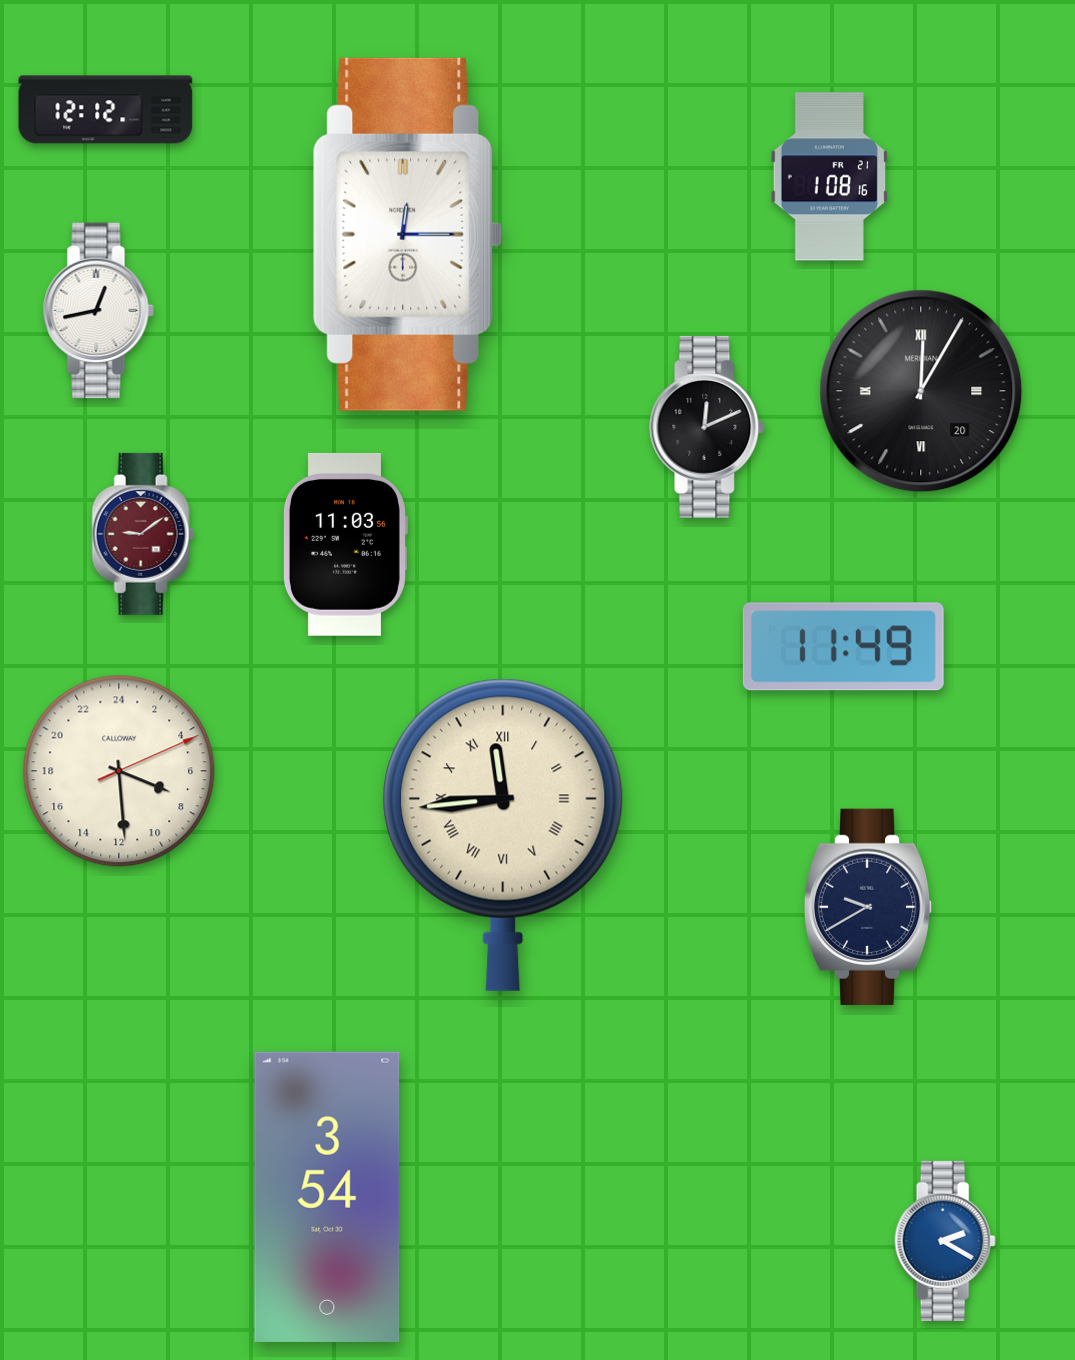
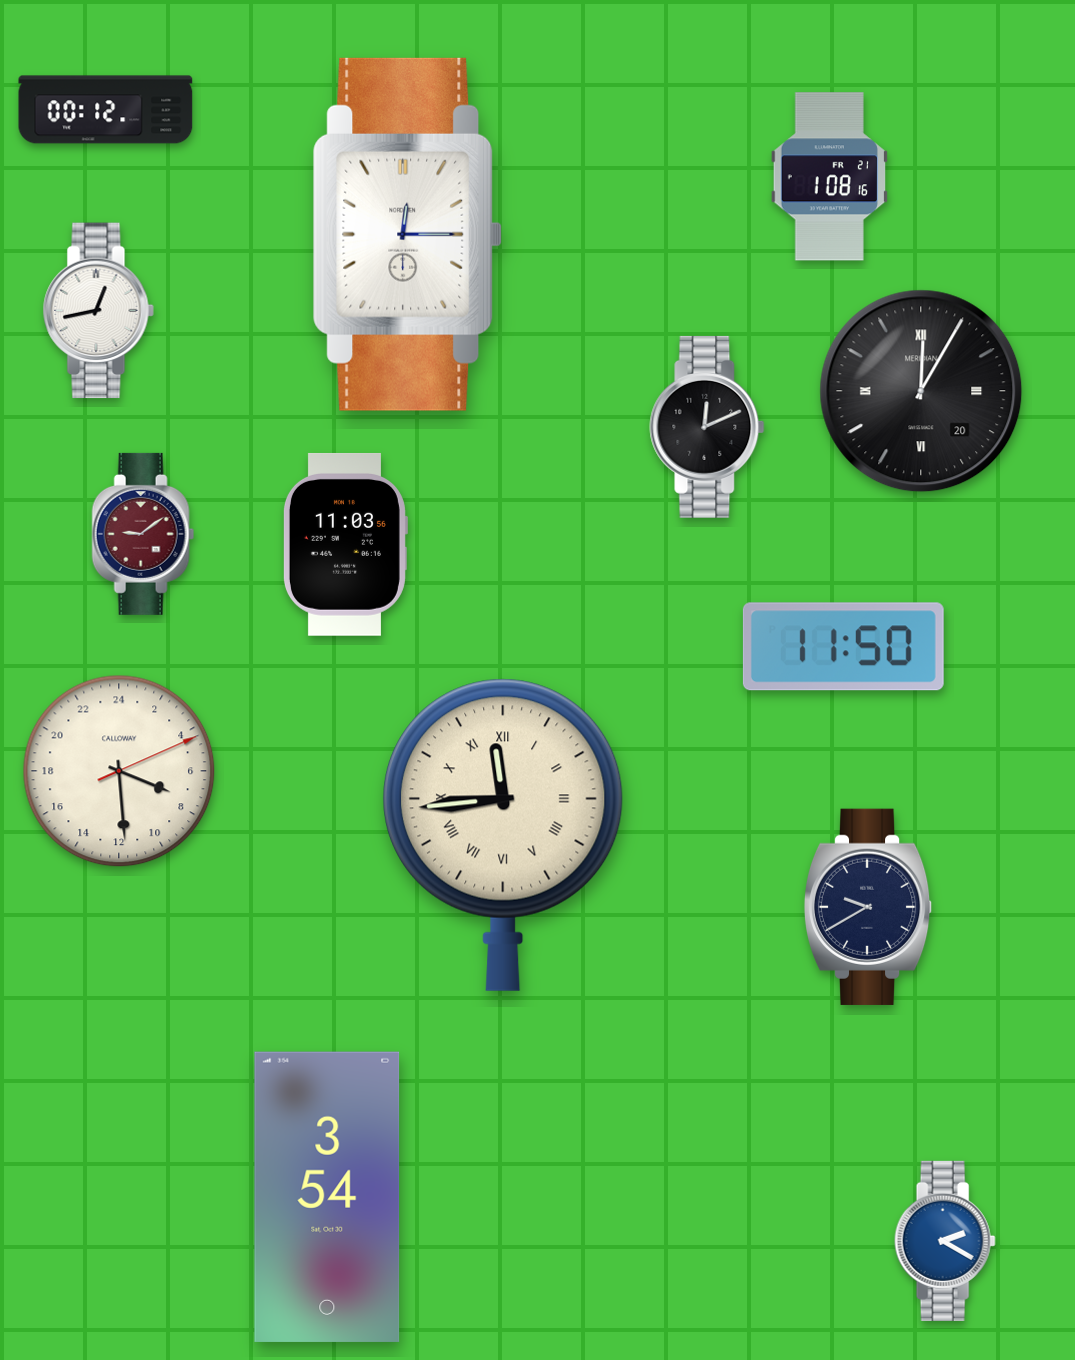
clock at (106, 110): 12:12 -> 00:12
clock at (843, 647): 11:49 -> 11:50
